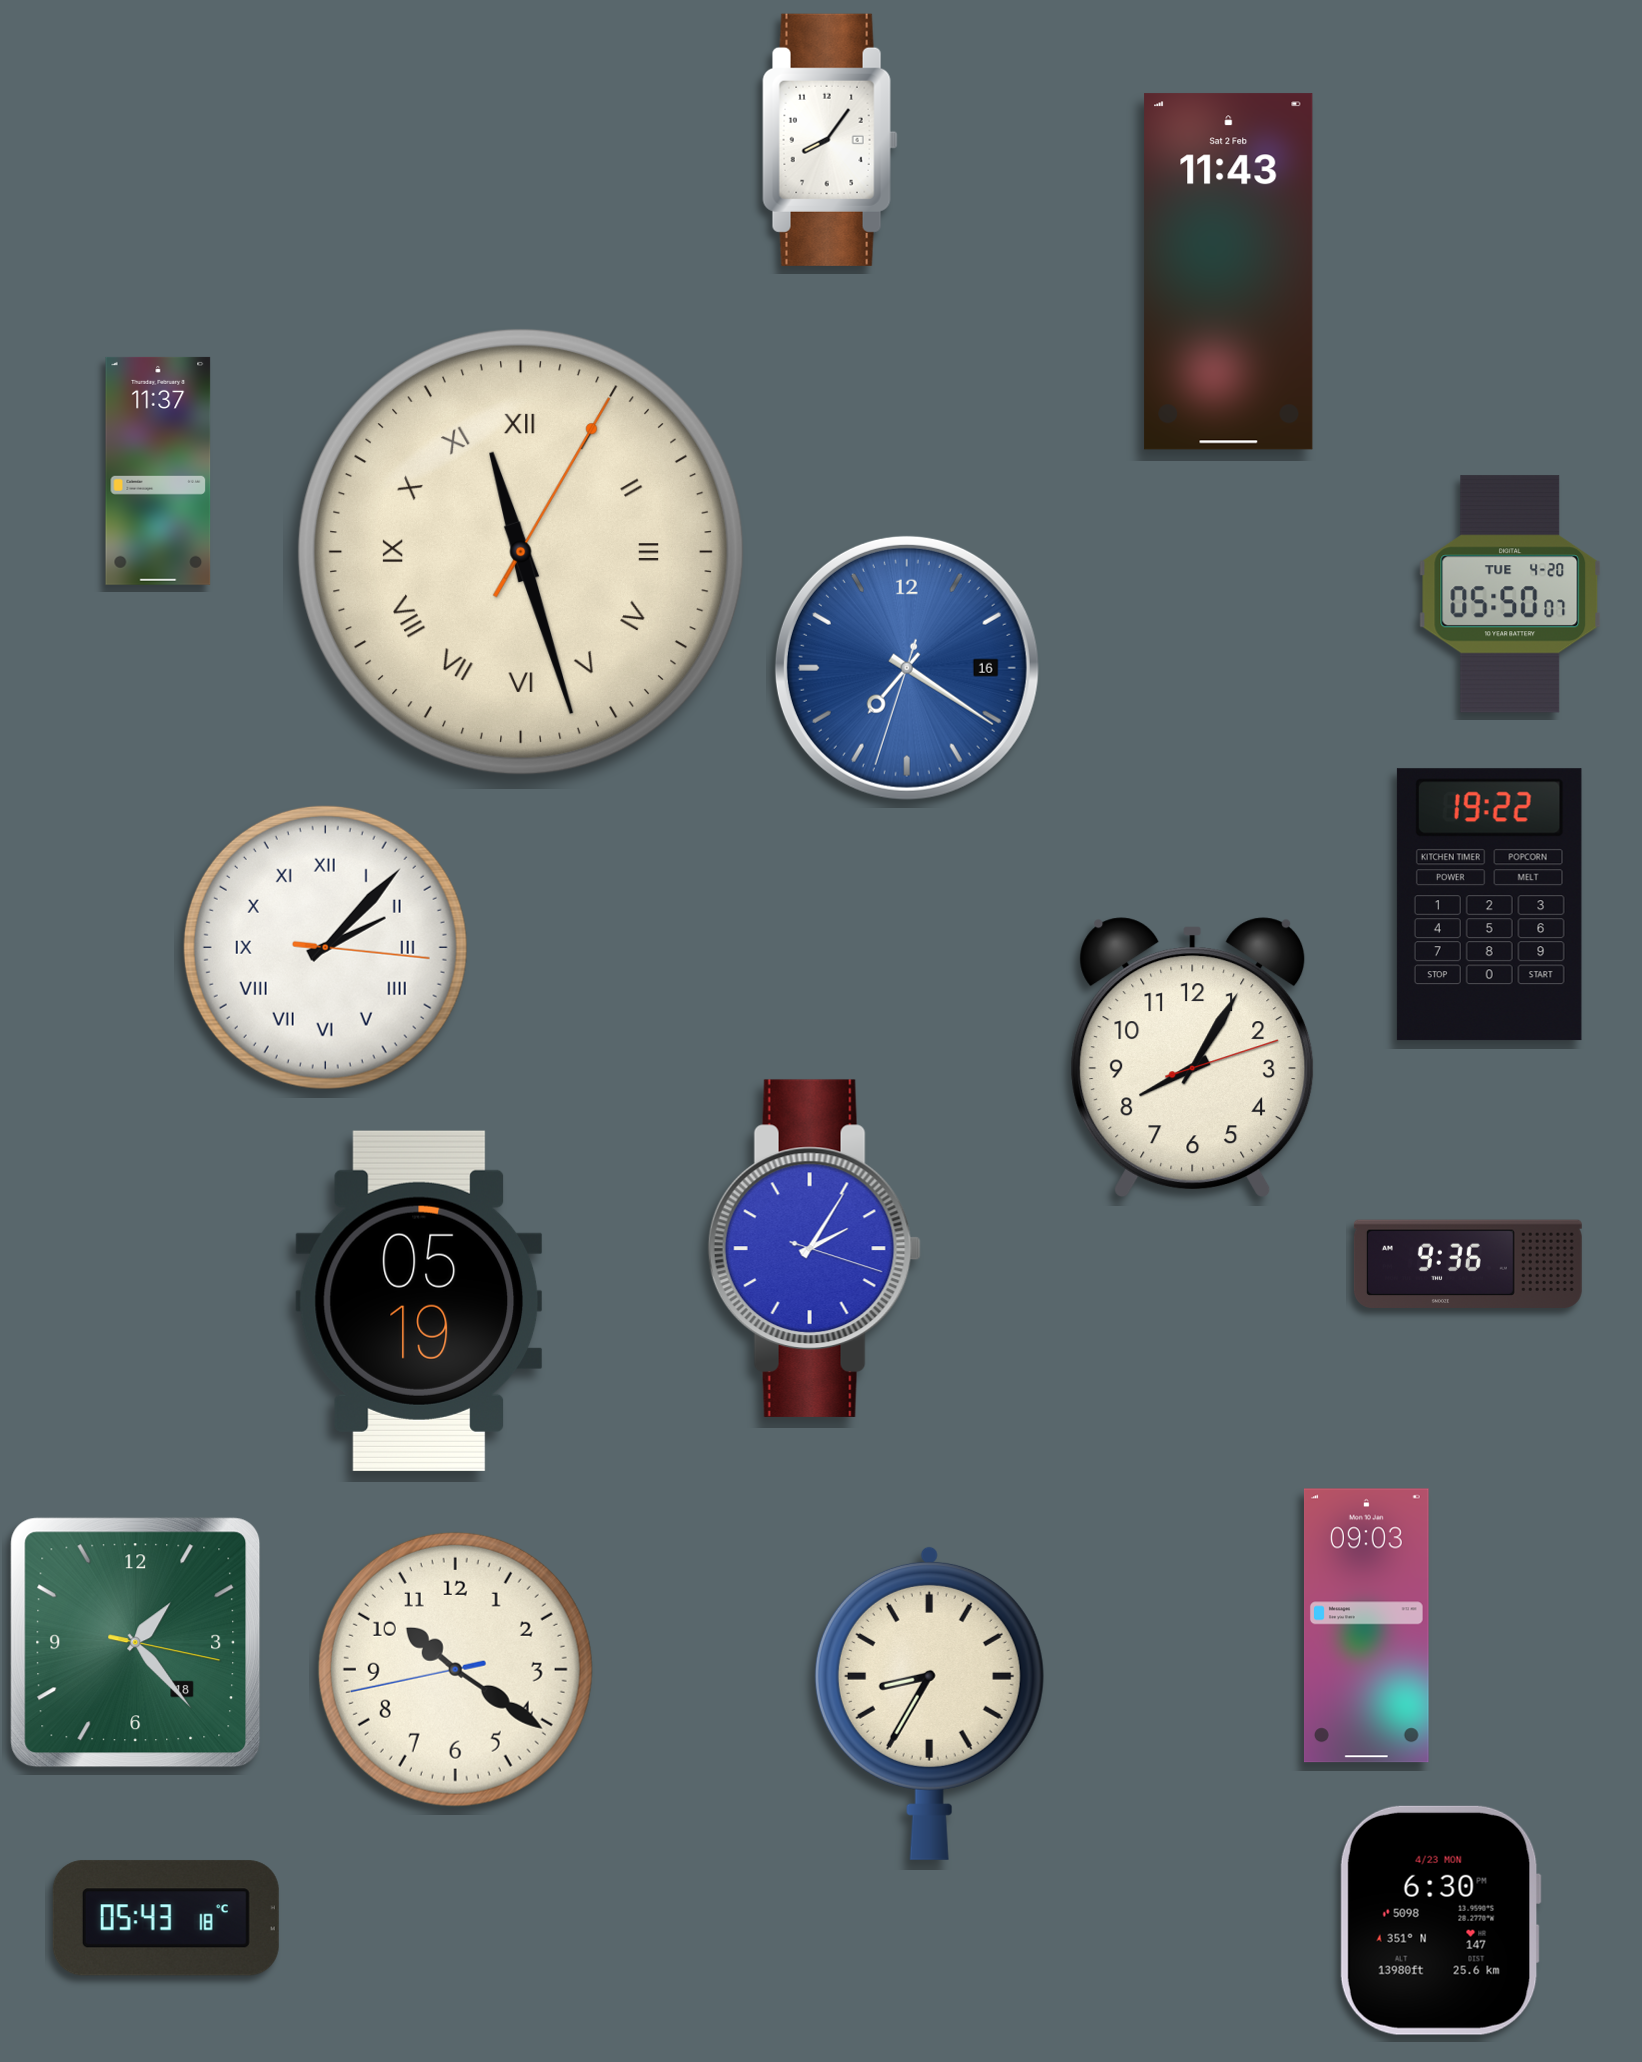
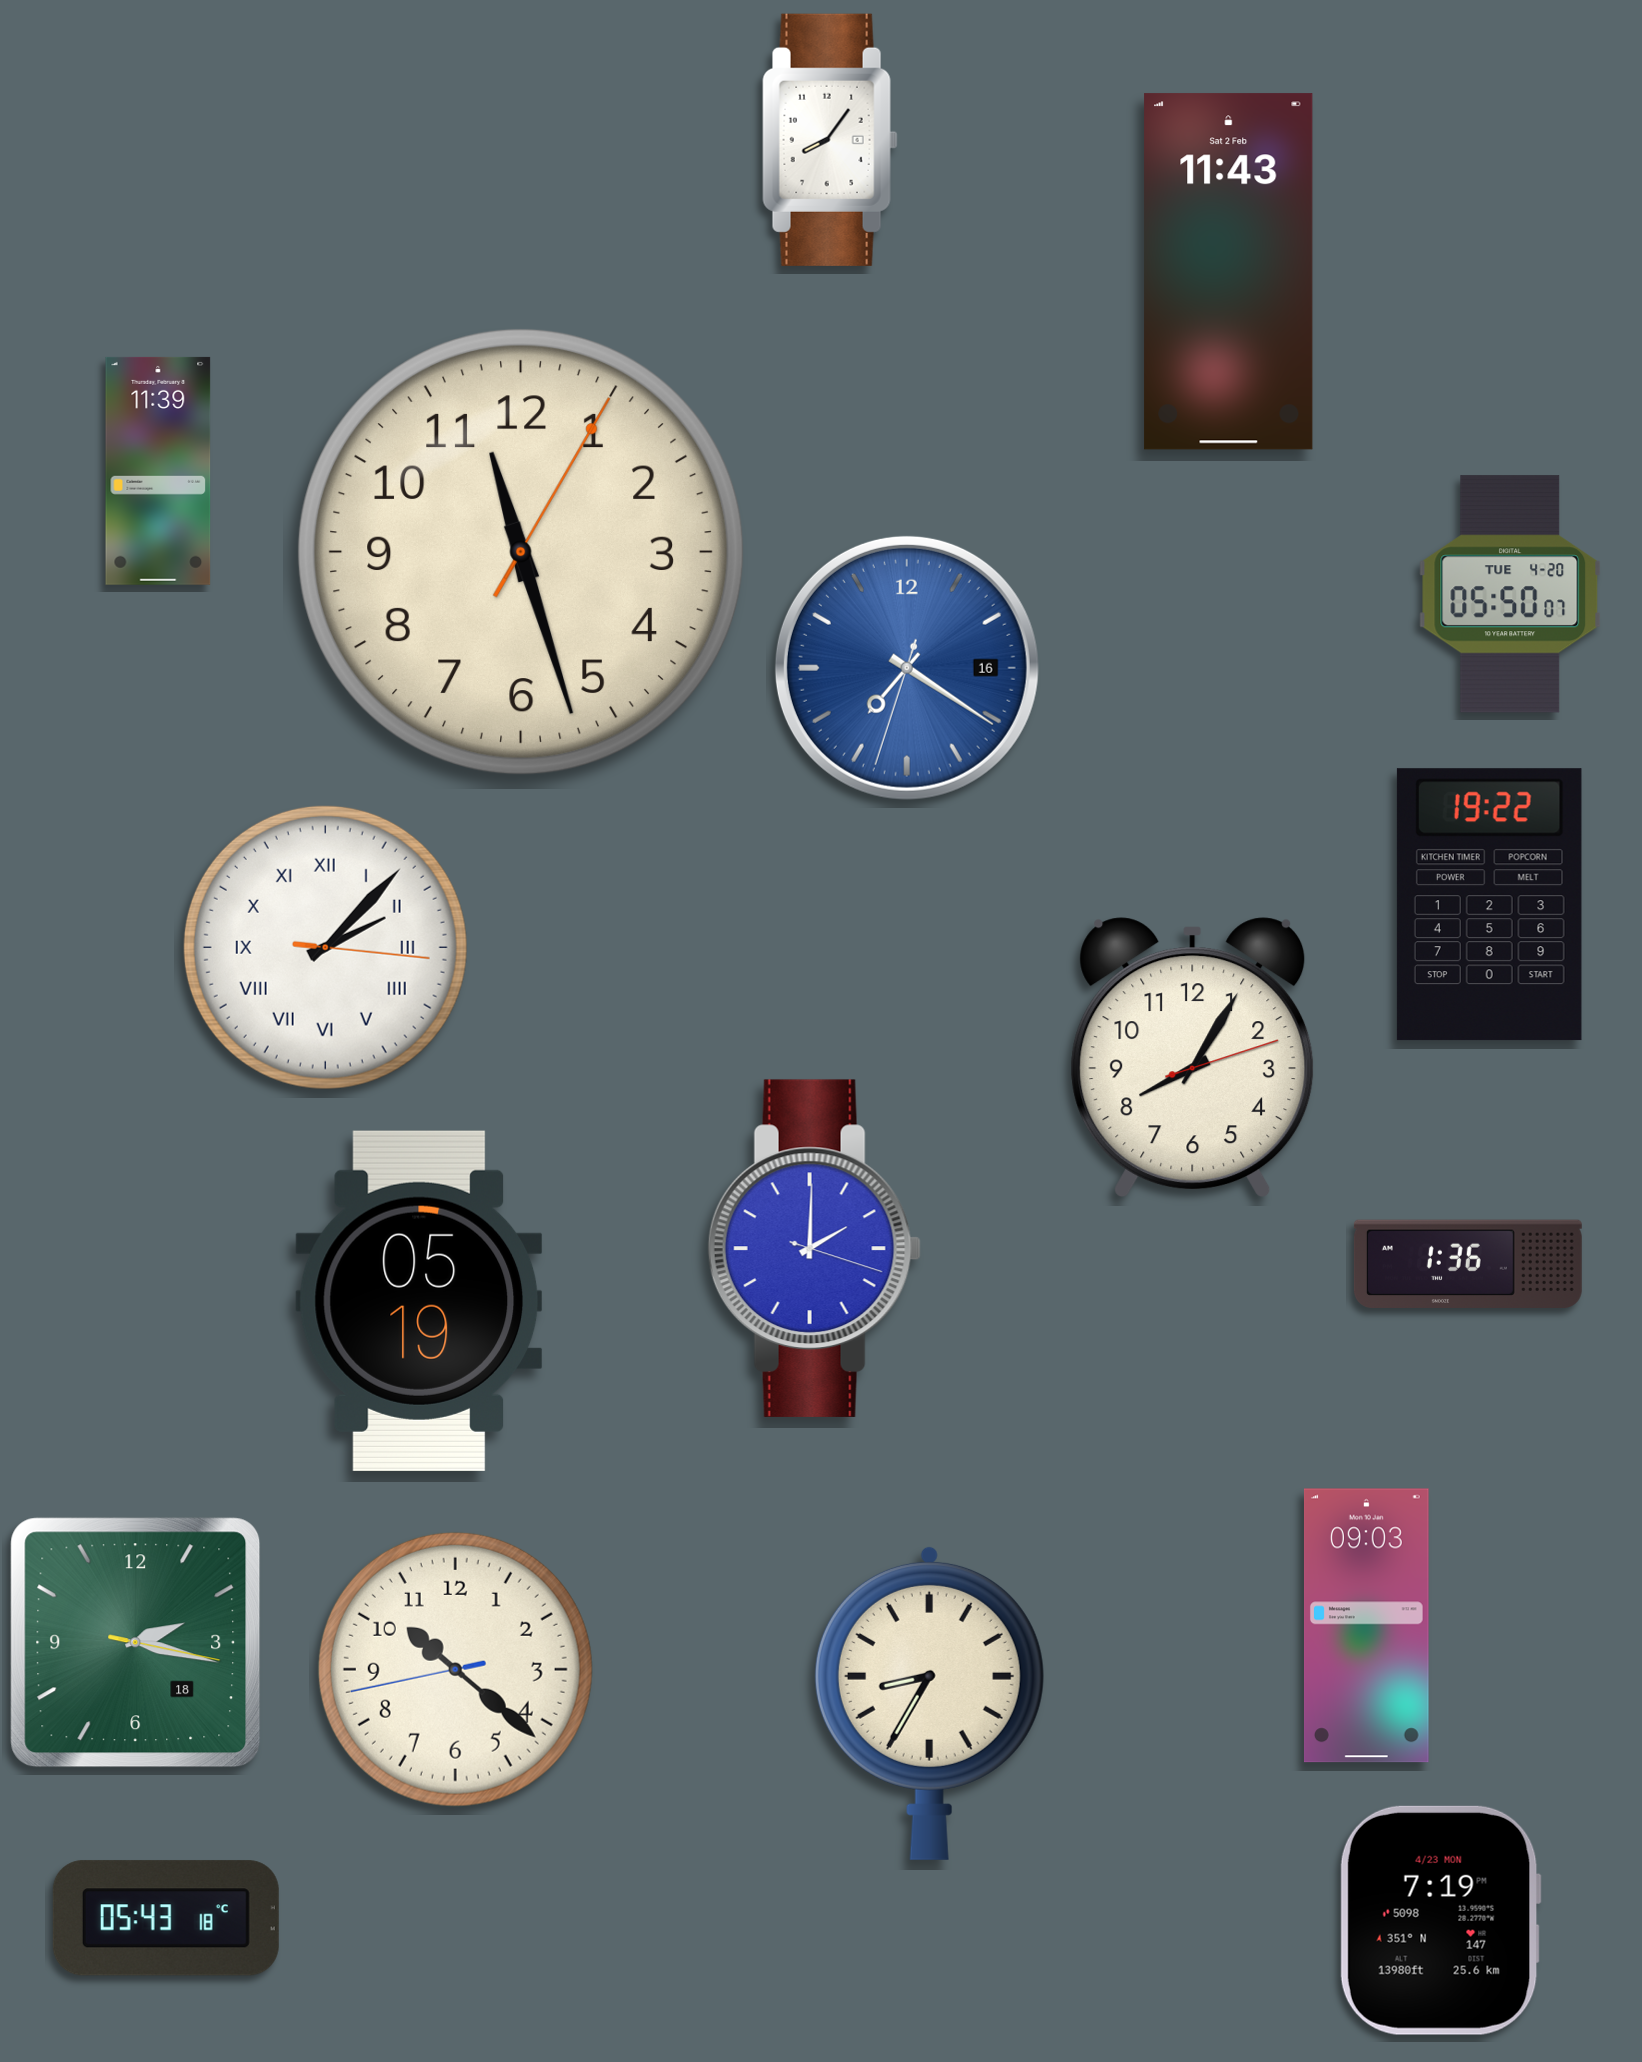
clock at (158, 471): 11:37 -> 11:39
clock at (521, 552) numerals: Roman -> Arabic
clock at (814, 1248): 2:05 -> 2:00
clock at (1468, 1263): 9:36 -> 1:36
clock at (136, 1643): 1:23 -> 2:17
clock at (455, 1669): 10:20 -> 10:21
clock at (1440, 1920): 6:30 -> 7:19
